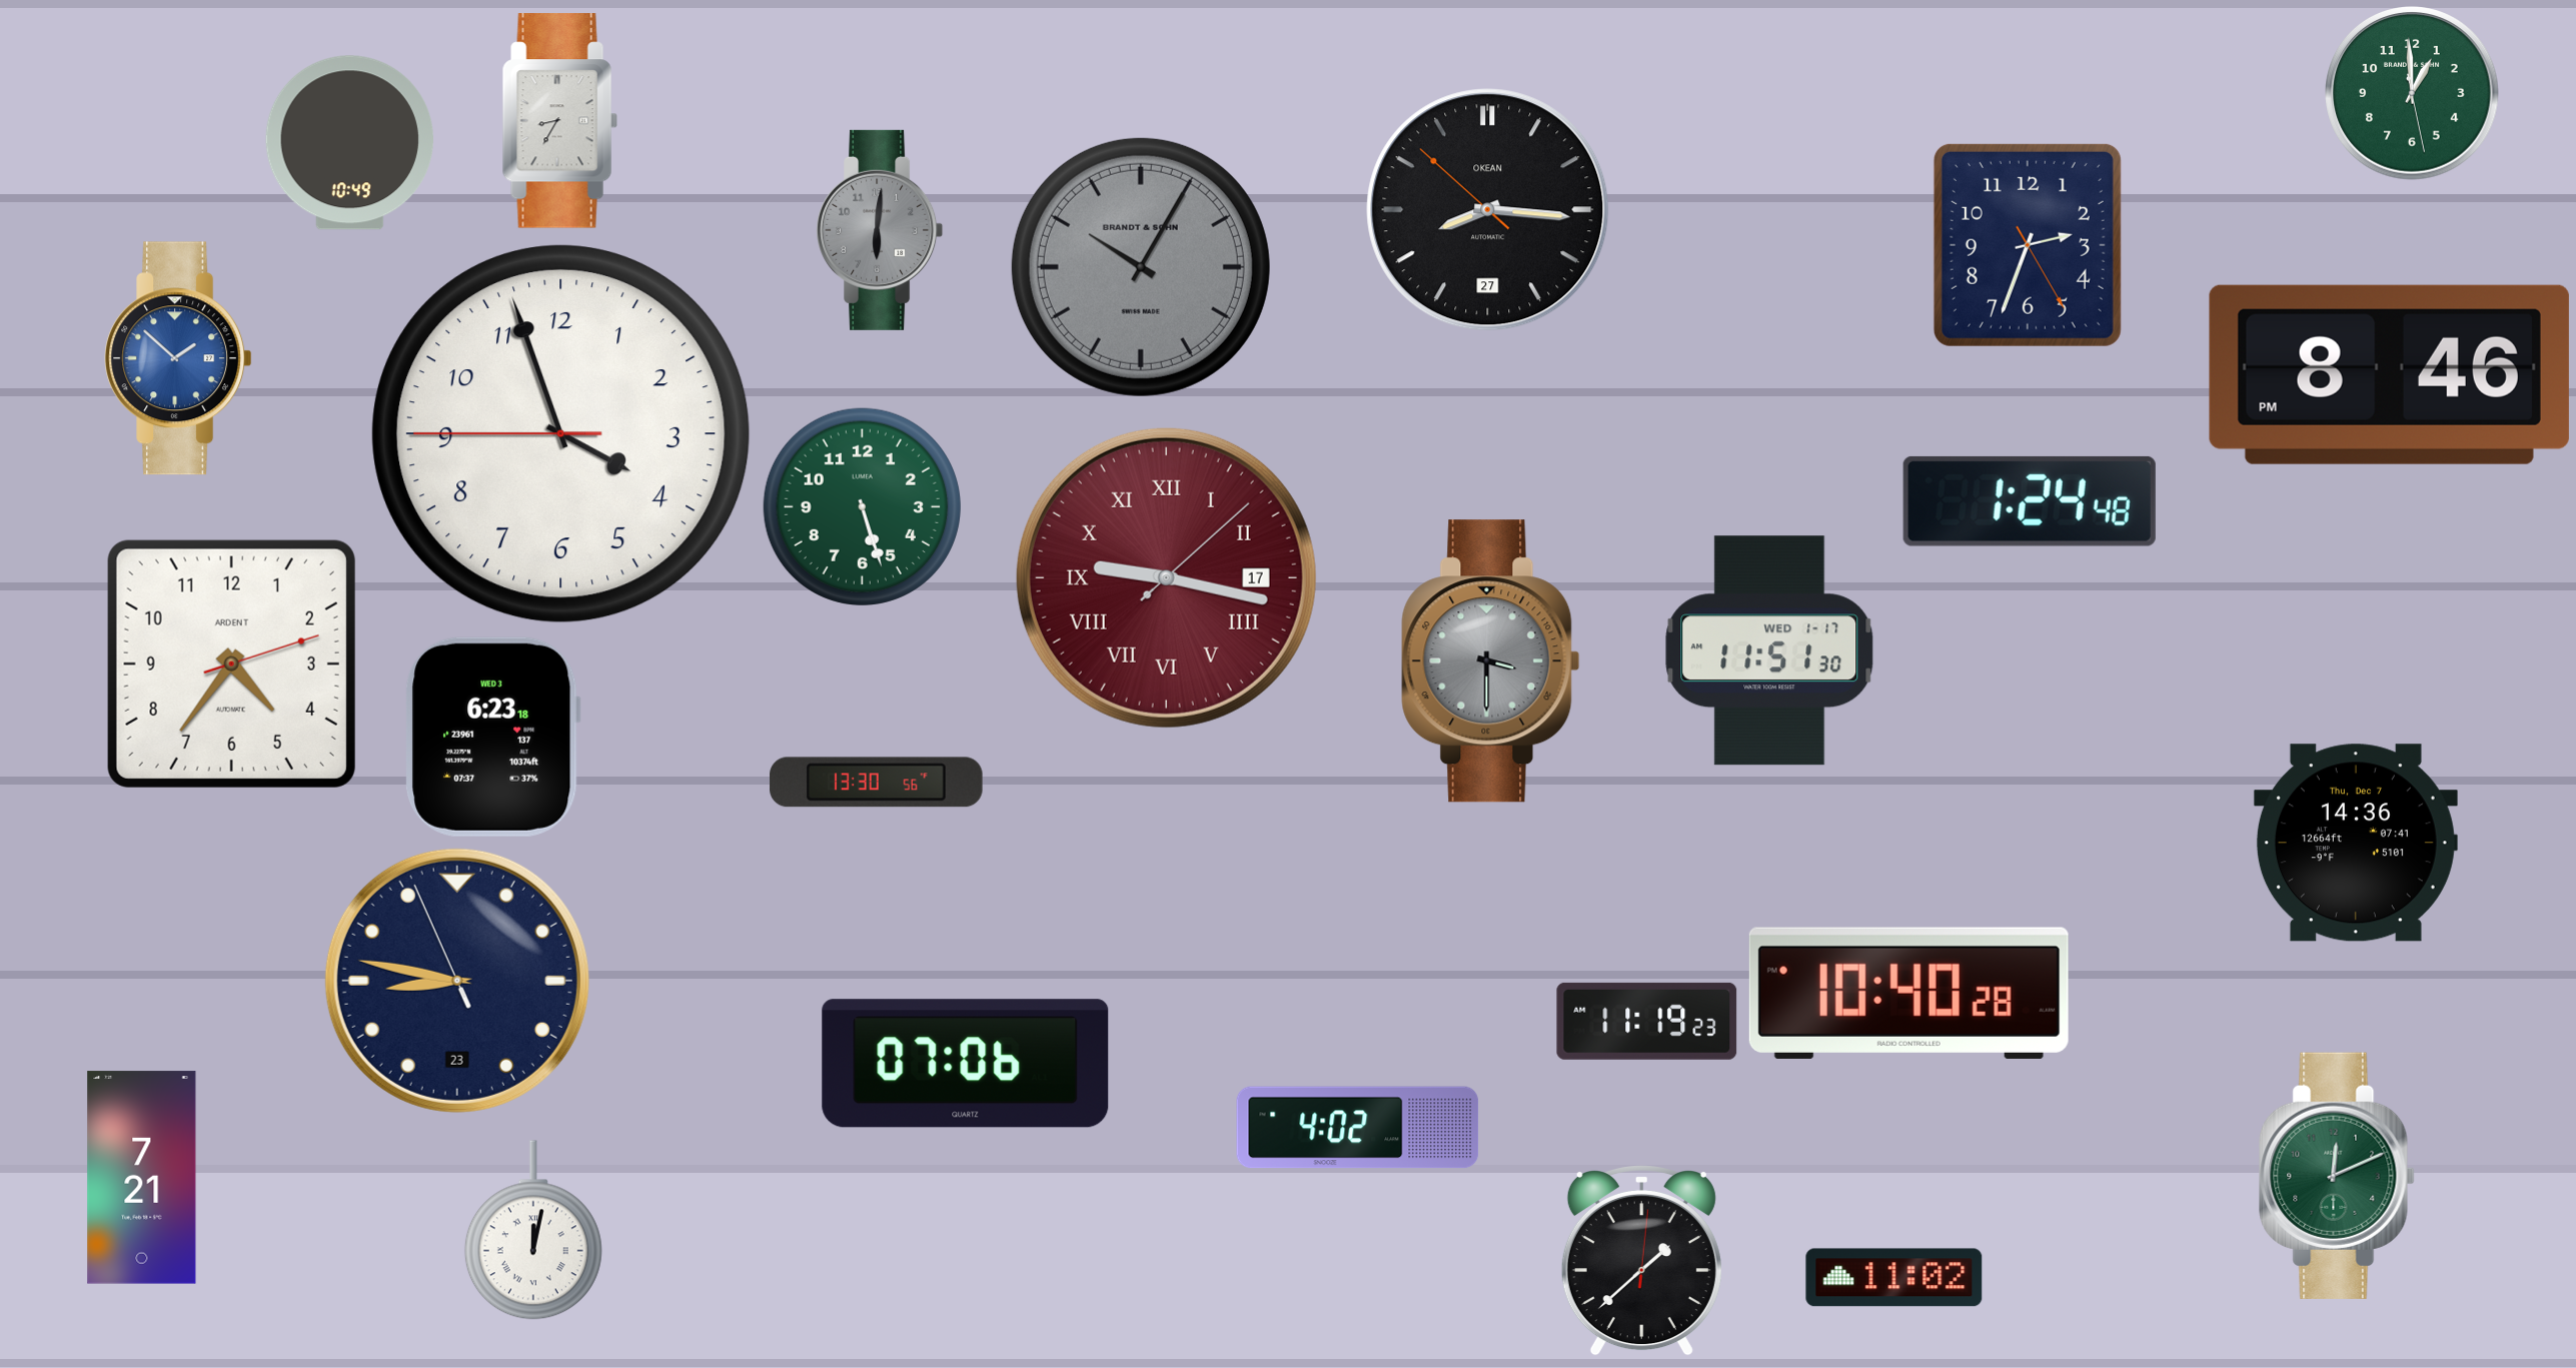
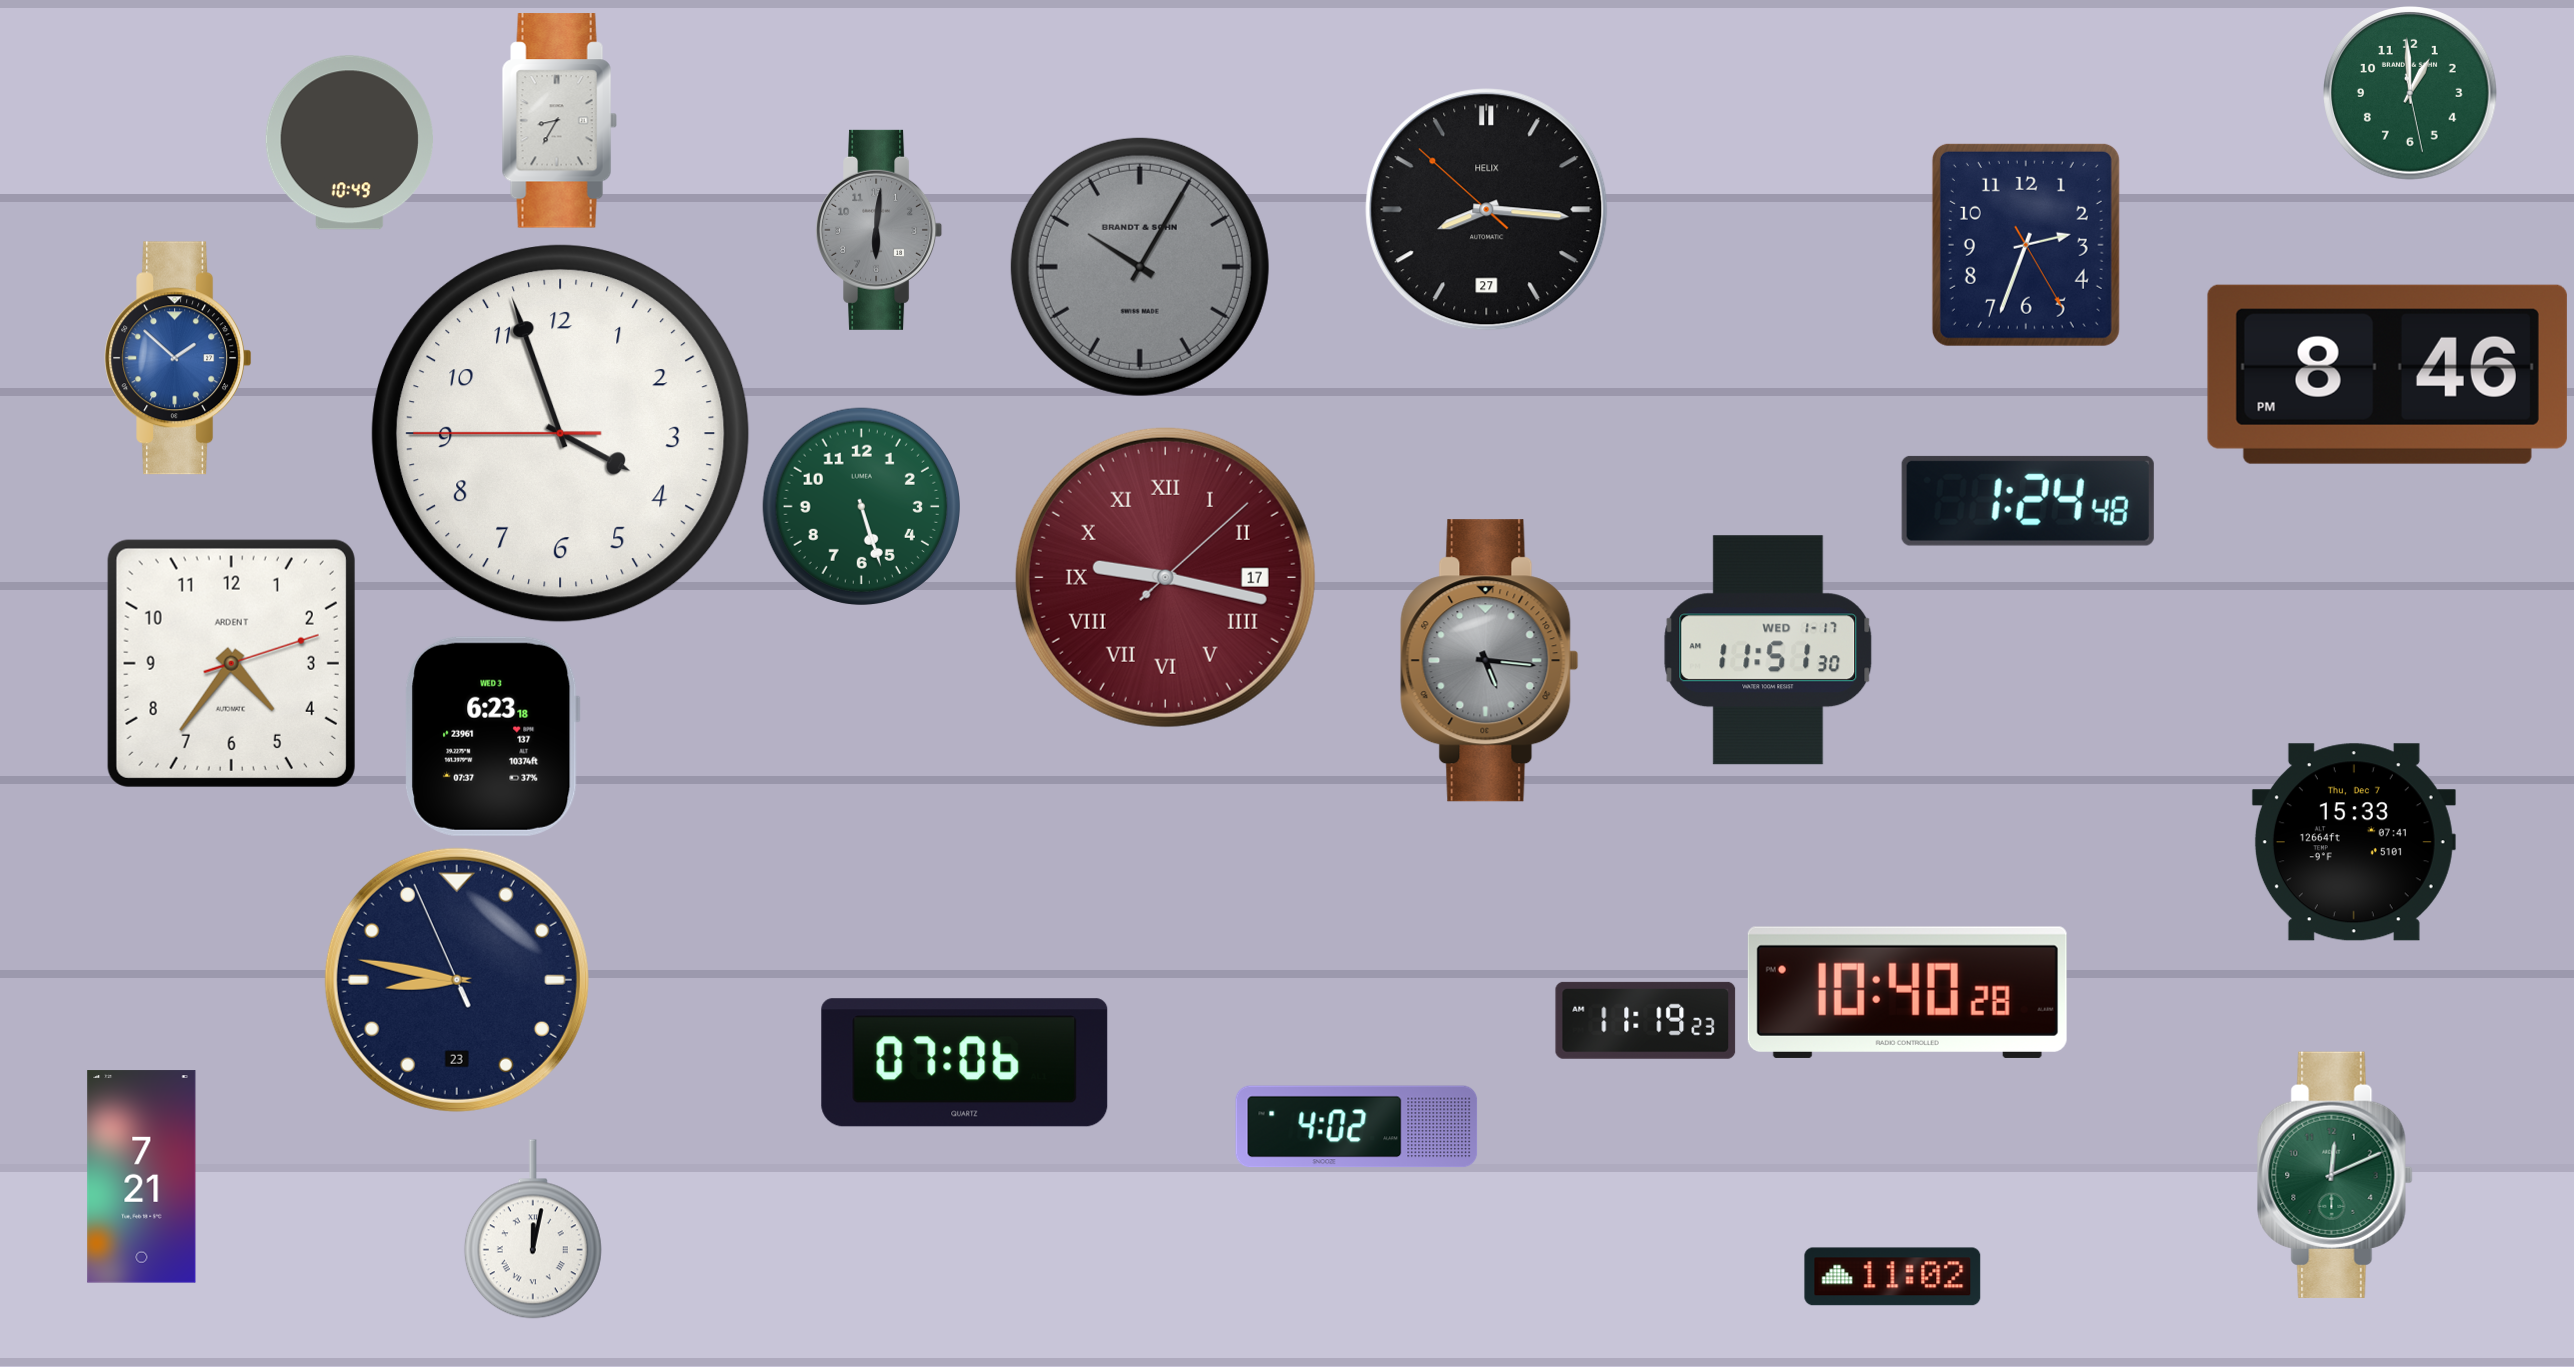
clock at (1488, 210) brand: OKEAN -> HELIX
clock at (1491, 661): 3:30 -> 5:16
clock at (877, 783): 13:30 -> none
clock at (2356, 843): 14:36 -> 15:33
clock at (1641, 1261): 1:38 -> none
